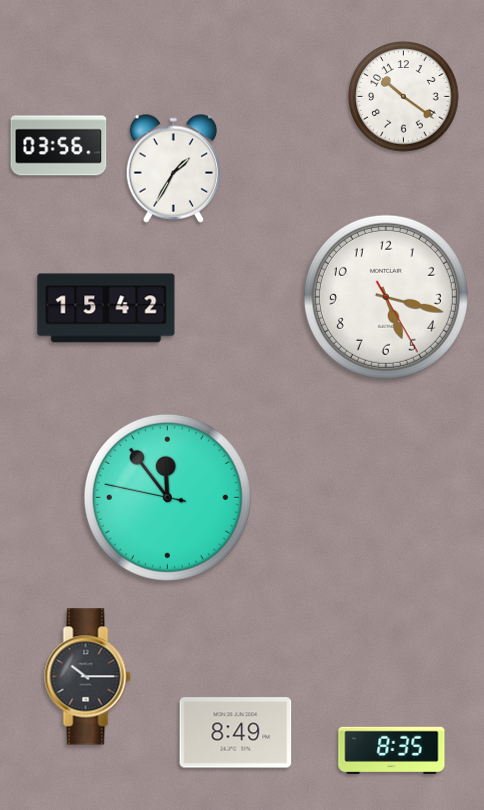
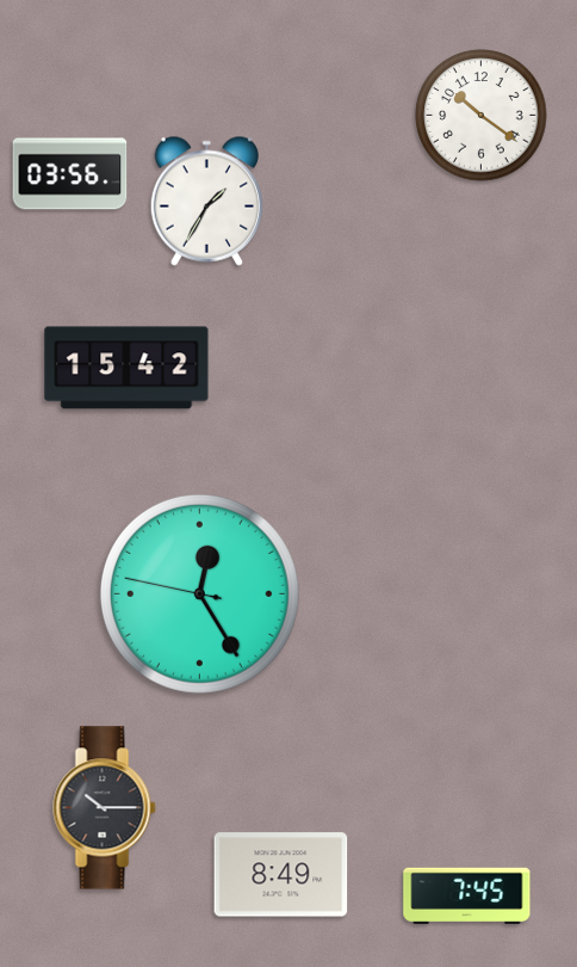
clock at (386, 297): 5:17 -> none
clock at (167, 497): 11:53 -> 12:24
clock at (392, 750): 8:35 -> 7:45
